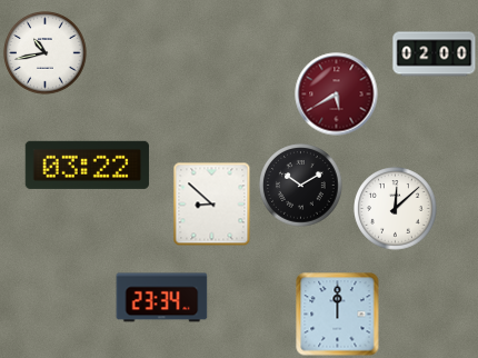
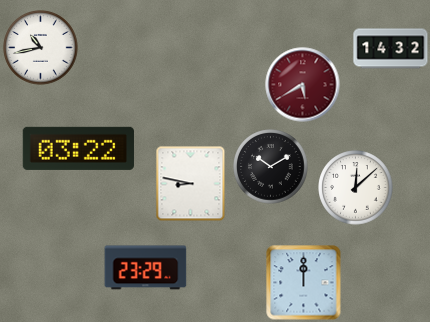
clock at (435, 54): 02:00 -> 14:32
clock at (212, 205): 8:52 -> 8:47
clock at (162, 298): 23:34 -> 23:29
